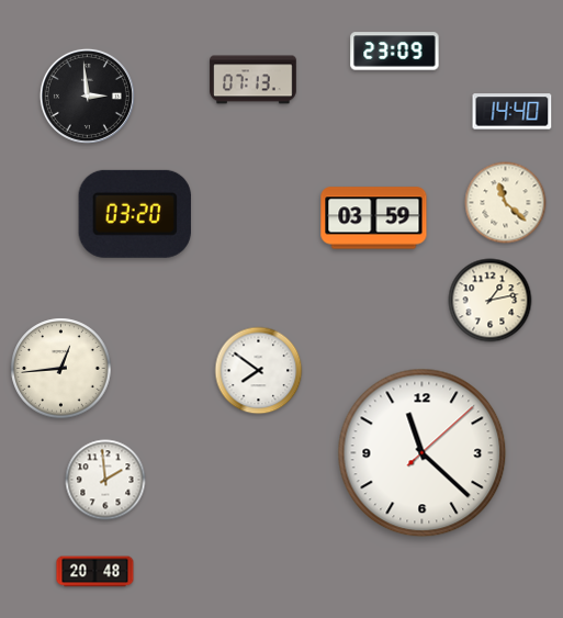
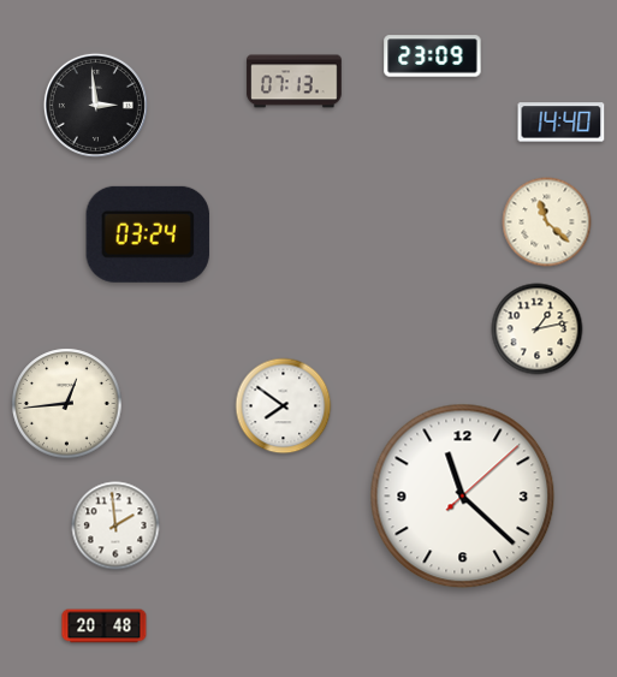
clock at (254, 80) position: (254, 80) -> (295, 82)
clock at (506, 203) position: (506, 203) -> (547, 222)
clock at (135, 214): 03:20 -> 03:24
clock at (374, 218): 03:59 -> none
